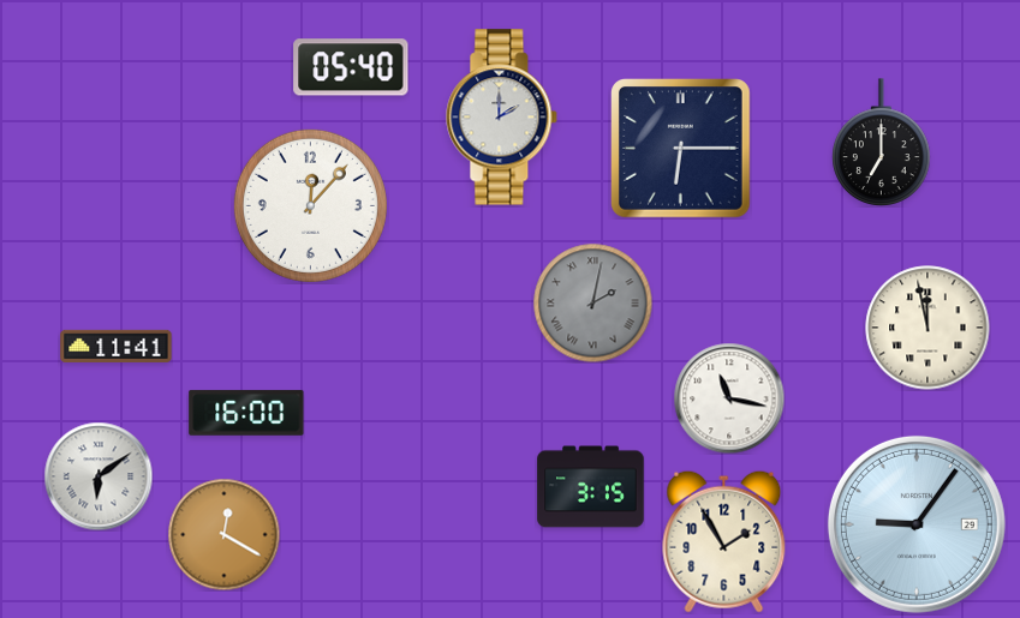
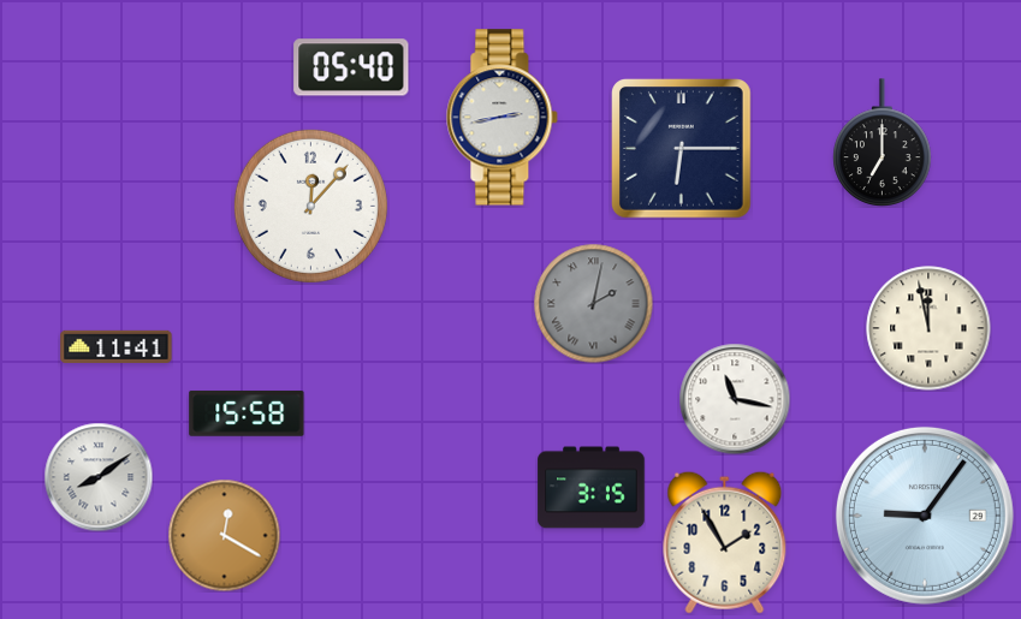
clock at (502, 118): 2:00 -> 2:43
clock at (729, 398) position: (729, 398) -> (735, 399)
clock at (246, 413): 16:00 -> 15:58
clock at (99, 476): 6:09 -> 8:09
clock at (917, 524) position: (917, 524) -> (925, 516)
